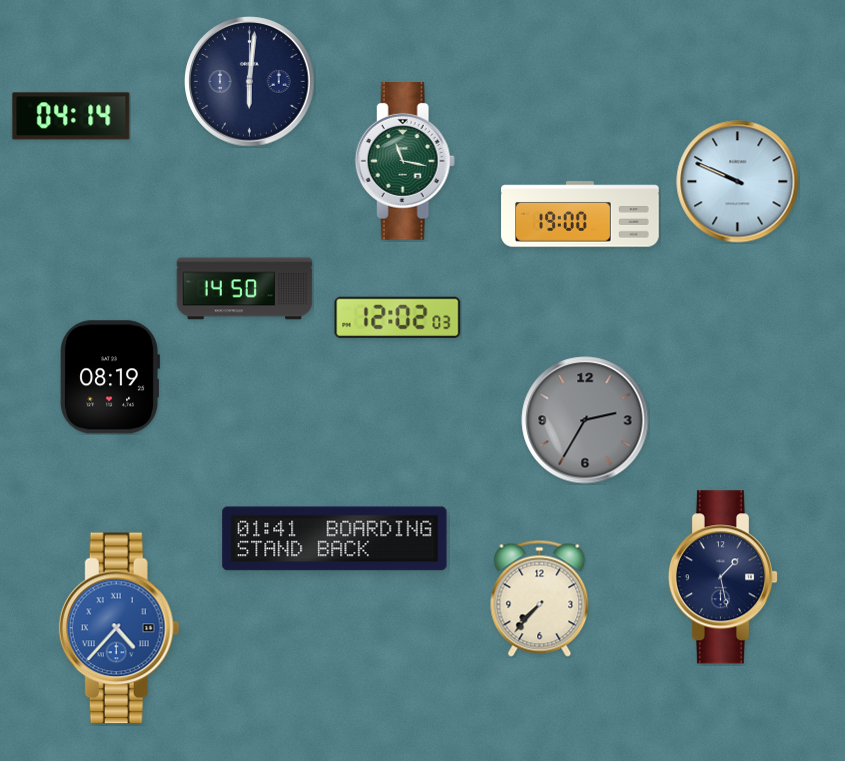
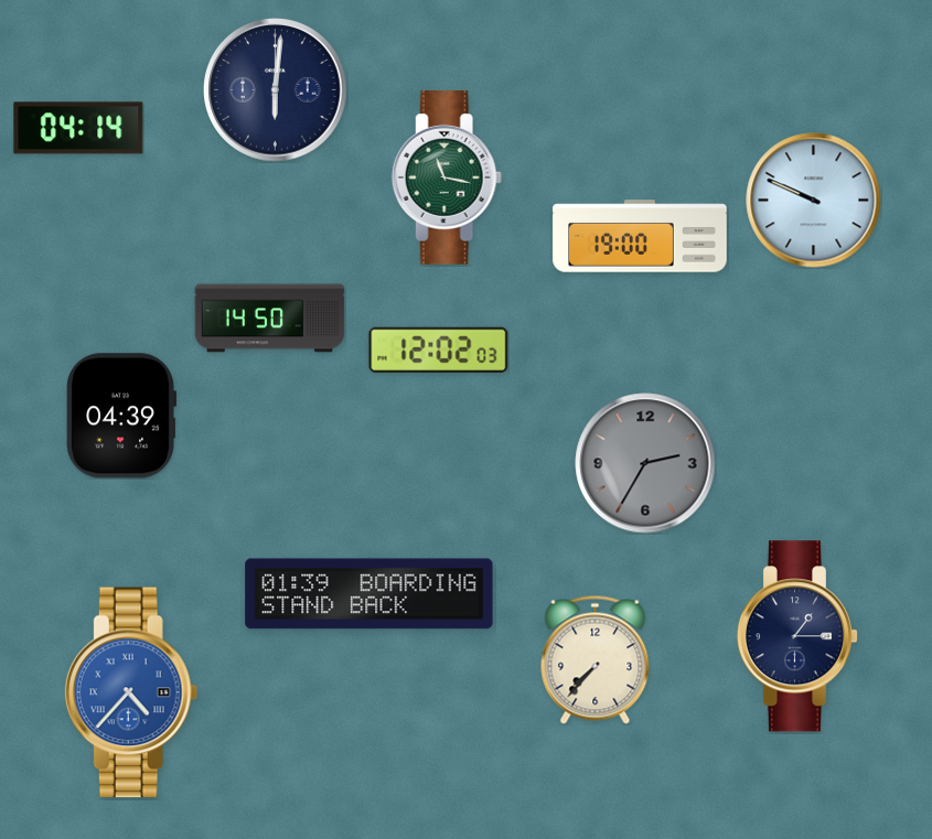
clock at (109, 377): 08:19 -> 04:39
clock at (335, 539): 01:41 -> 01:39
clock at (723, 577): 1:28 -> 1:15
